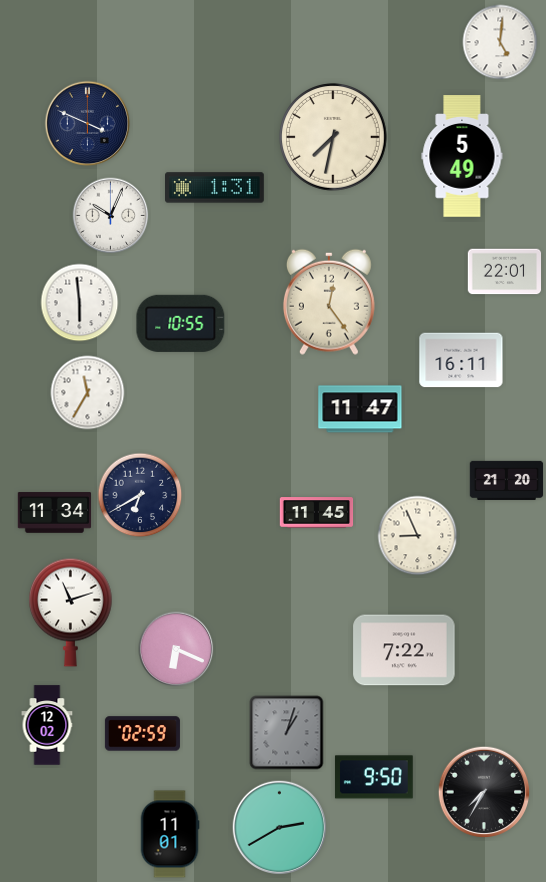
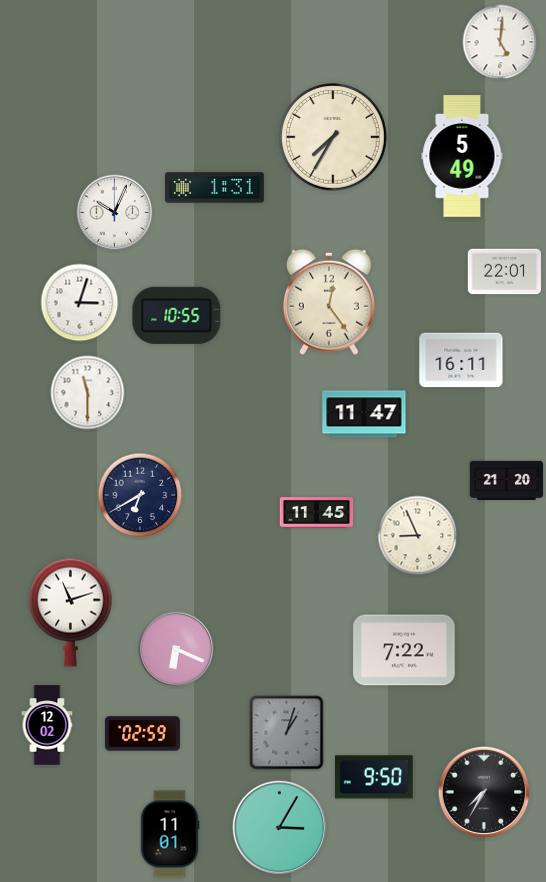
clock at (88, 124): 3:49 -> none
clock at (333, 137): 7:32 -> 7:35
clock at (111, 216) position: (111, 216) -> (115, 213)
clock at (80, 303): 5:59 -> 3:03
clock at (181, 323) position: (181, 323) -> (177, 315)
clock at (88, 393): 11:35 -> 11:30
clock at (360, 409) position: (360, 409) -> (364, 414)
clock at (55, 513): 11:34 -> none
clock at (280, 828): 2:40 -> 3:05
